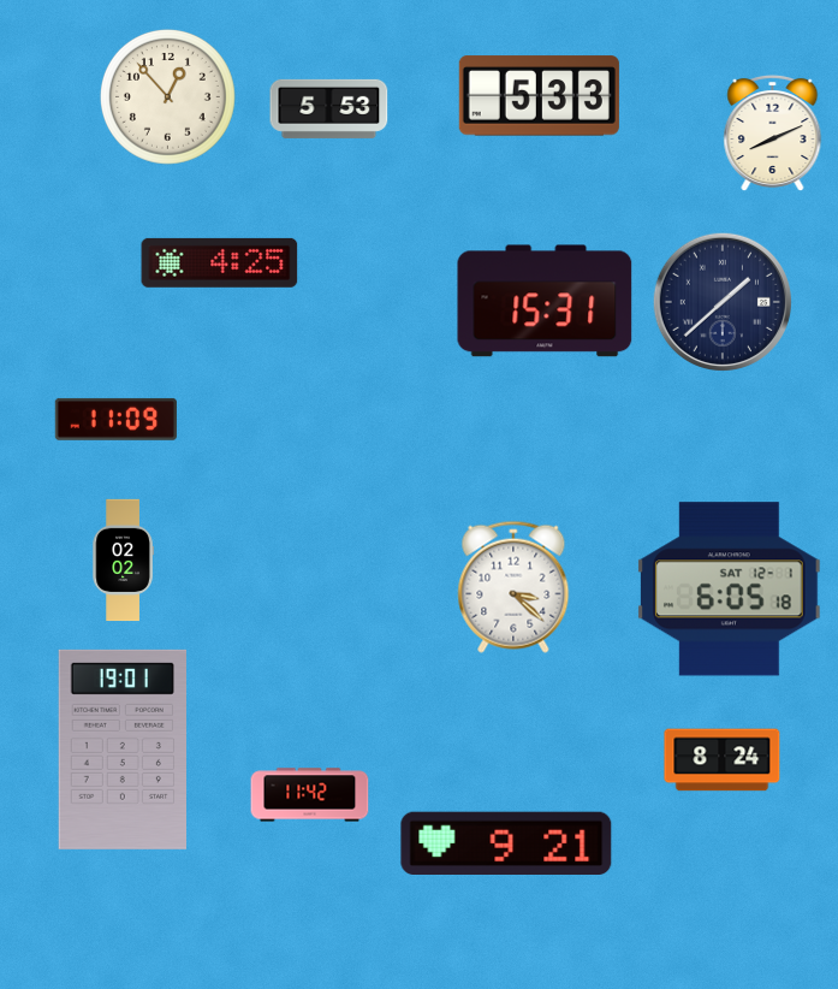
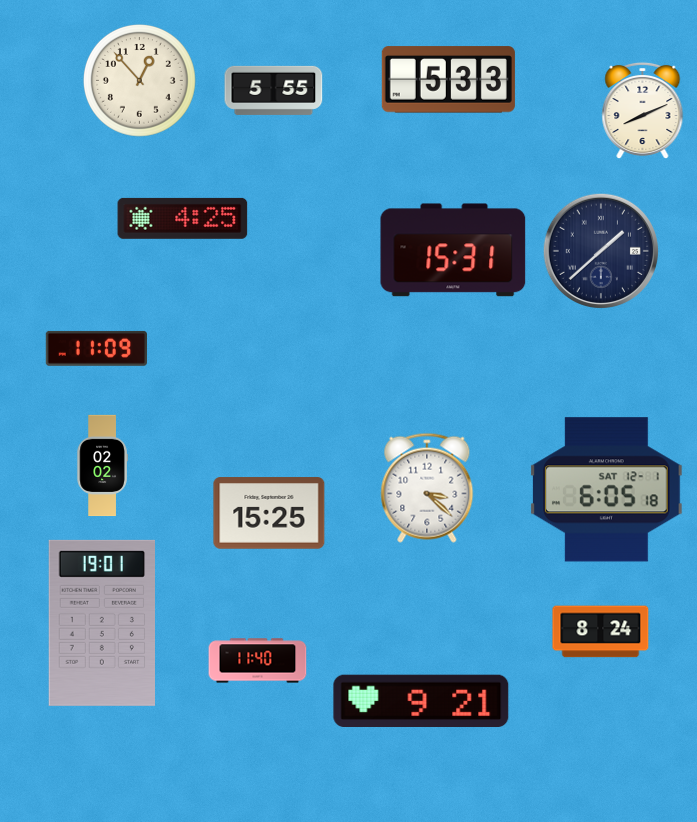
clock at (329, 108): 5:53 -> 5:55
clock at (269, 513): none -> 15:25
clock at (310, 795): 11:42 -> 11:40
